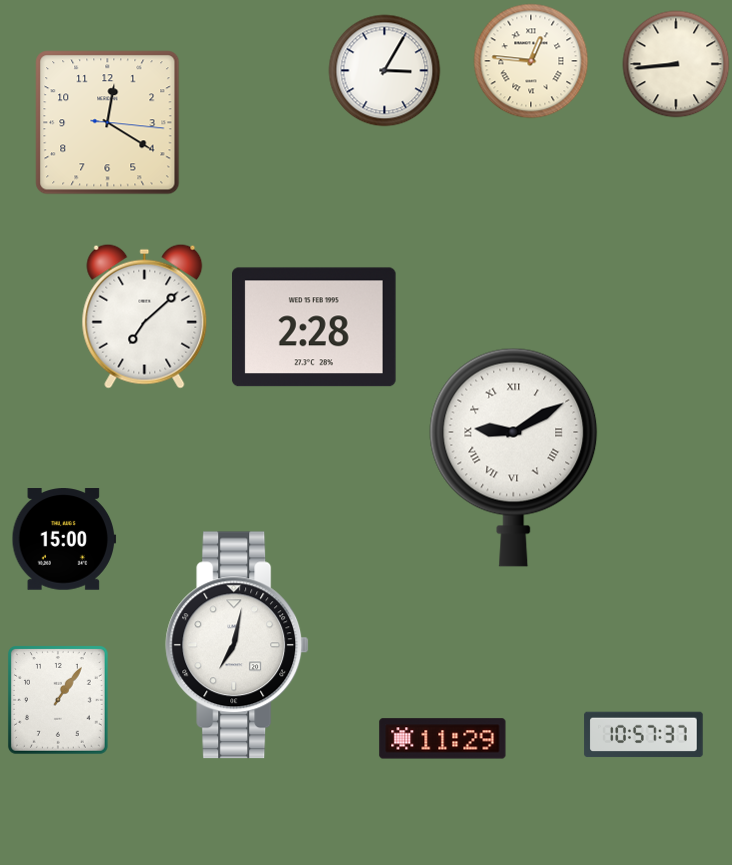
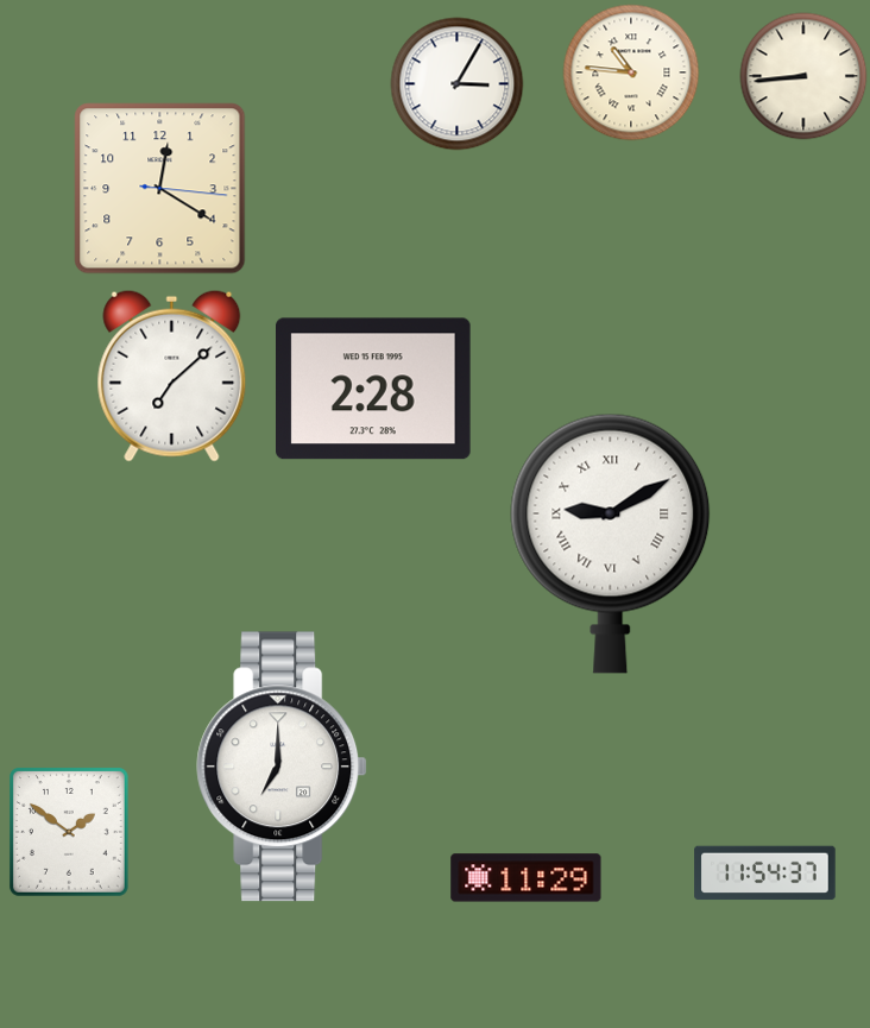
clock at (531, 61): 12:46 -> 10:46
clock at (108, 123) position: (108, 123) -> (160, 189)
clock at (64, 539): 15:00 -> none
clock at (237, 645): 7:02 -> 7:00
clock at (58, 701): 1:06 -> 1:51
clock at (644, 735): 10:57 -> 11:54
